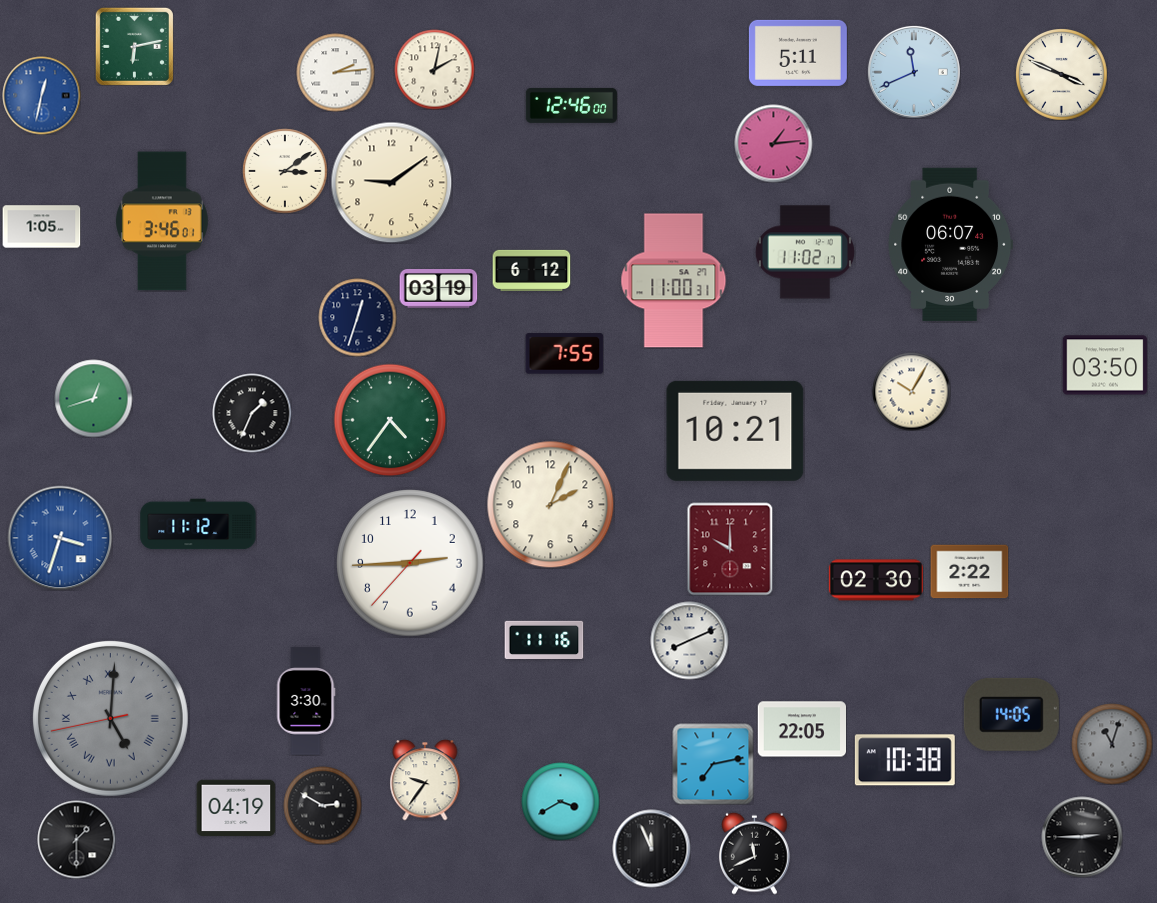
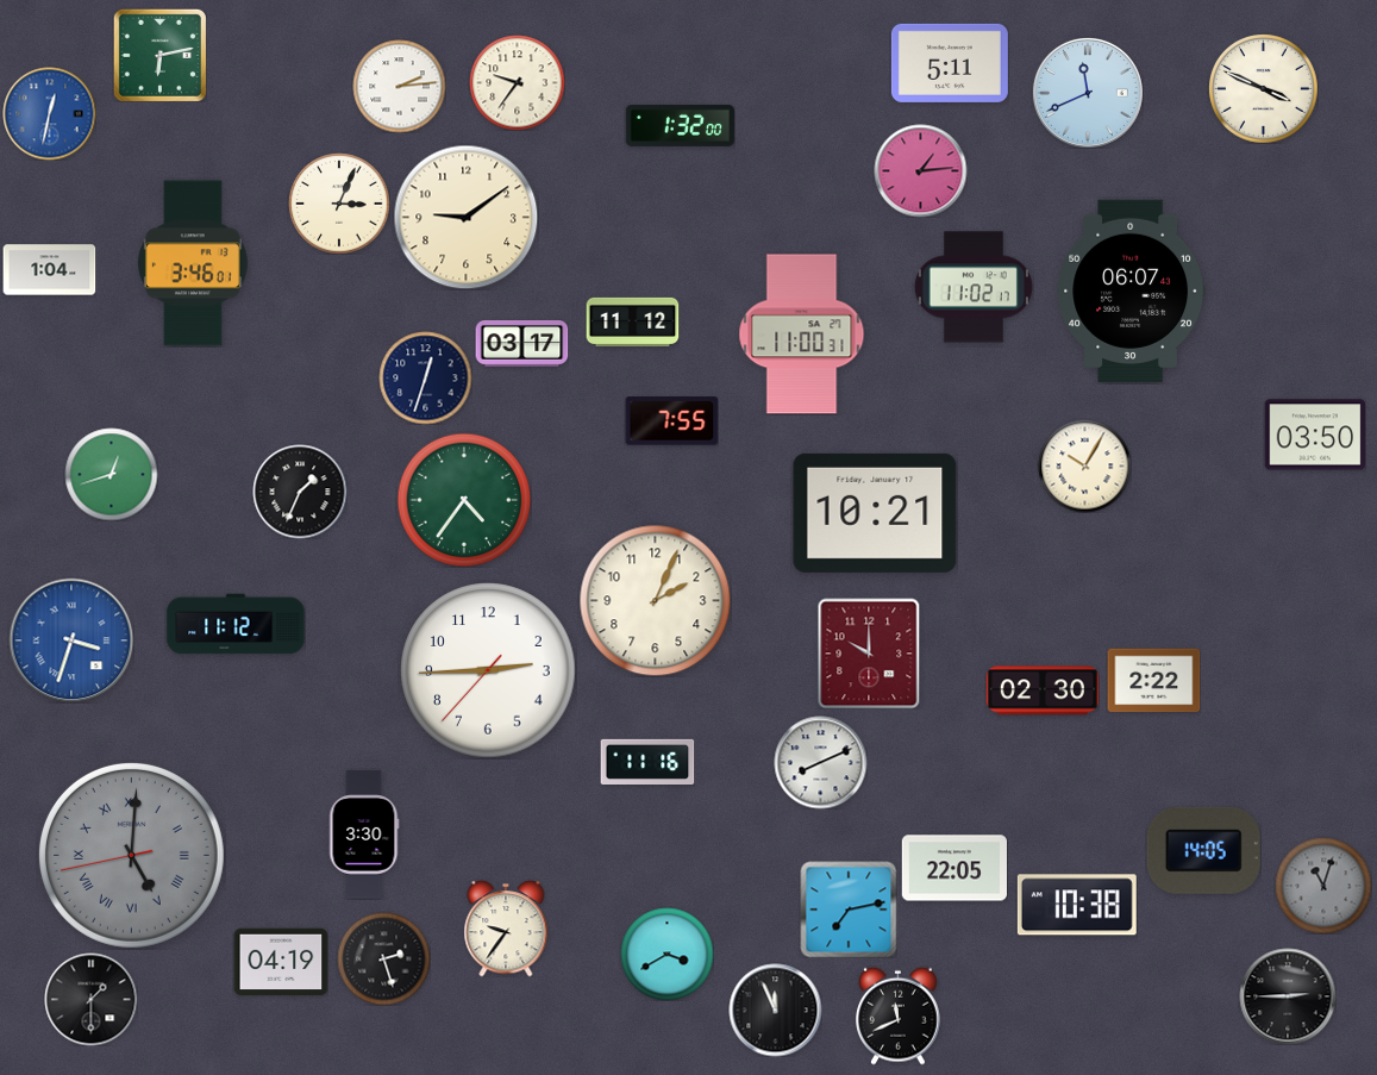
clock at (434, 69): 2:02 -> 9:36
clock at (914, 72) position: (914, 72) -> (1088, 93)
clock at (571, 105): 12:46 -> 1:32
clock at (285, 171): 3:09 -> 3:04
clock at (41, 227): 1:05 -> 1:04
clock at (805, 252) position: (805, 252) -> (974, 287)
clock at (531, 270): 6:12 -> 11:12
clock at (438, 289): 03:19 -> 03:17
clock at (322, 805): 2:50 -> 2:27
